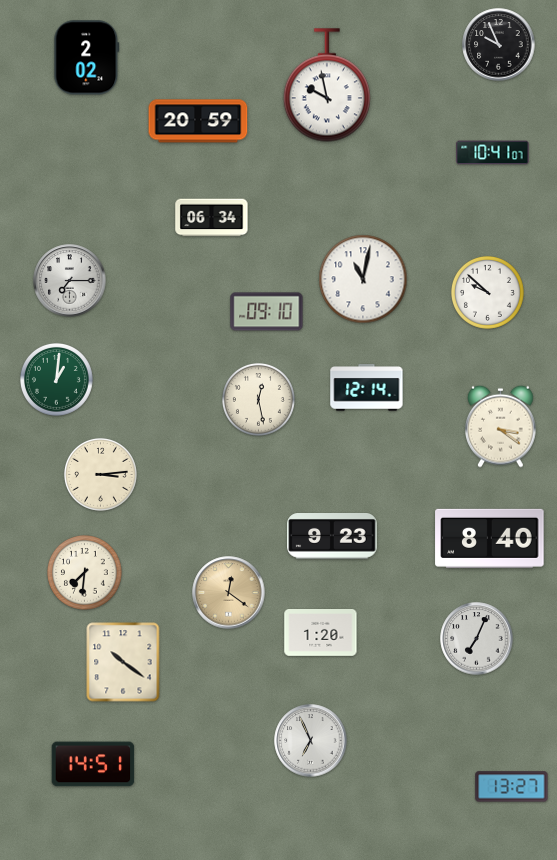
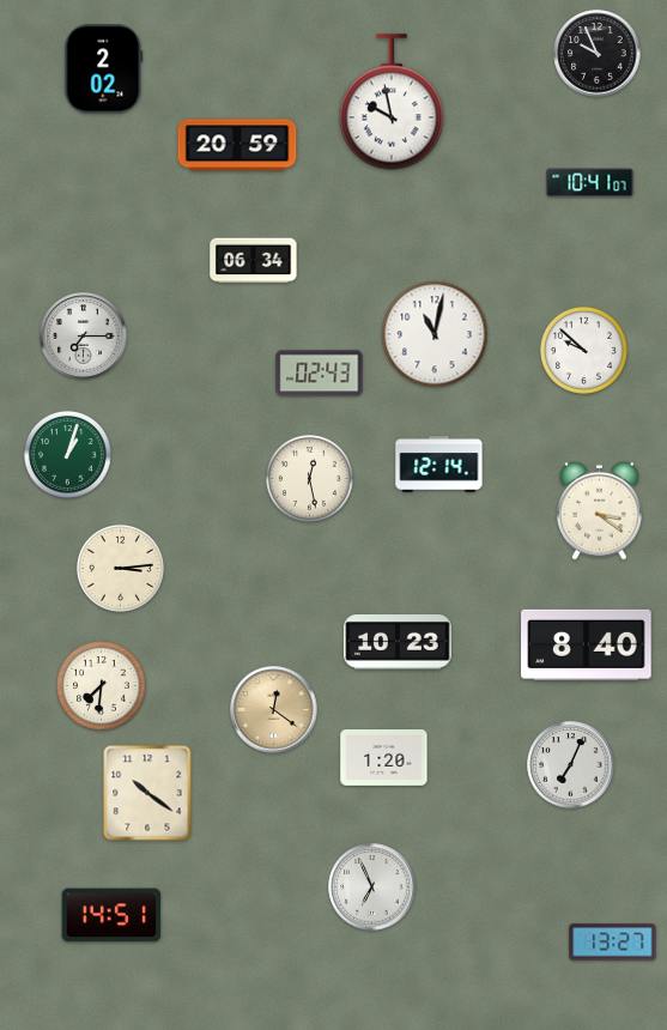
clock at (267, 312): 09:10 -> 02:43
clock at (56, 379): 1:01 -> 1:03
clock at (332, 537): 9:23 -> 10:23
